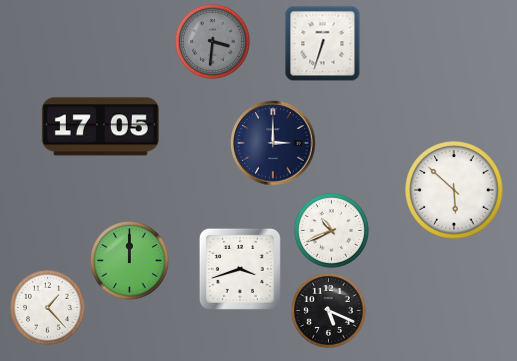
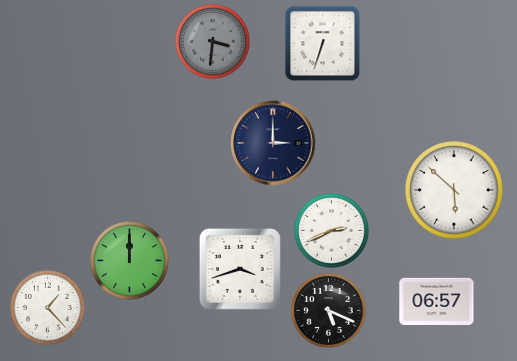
clock at (100, 127): 17:05 -> none
clock at (331, 230): 10:41 -> 2:41
clock at (437, 301): none -> 06:57
